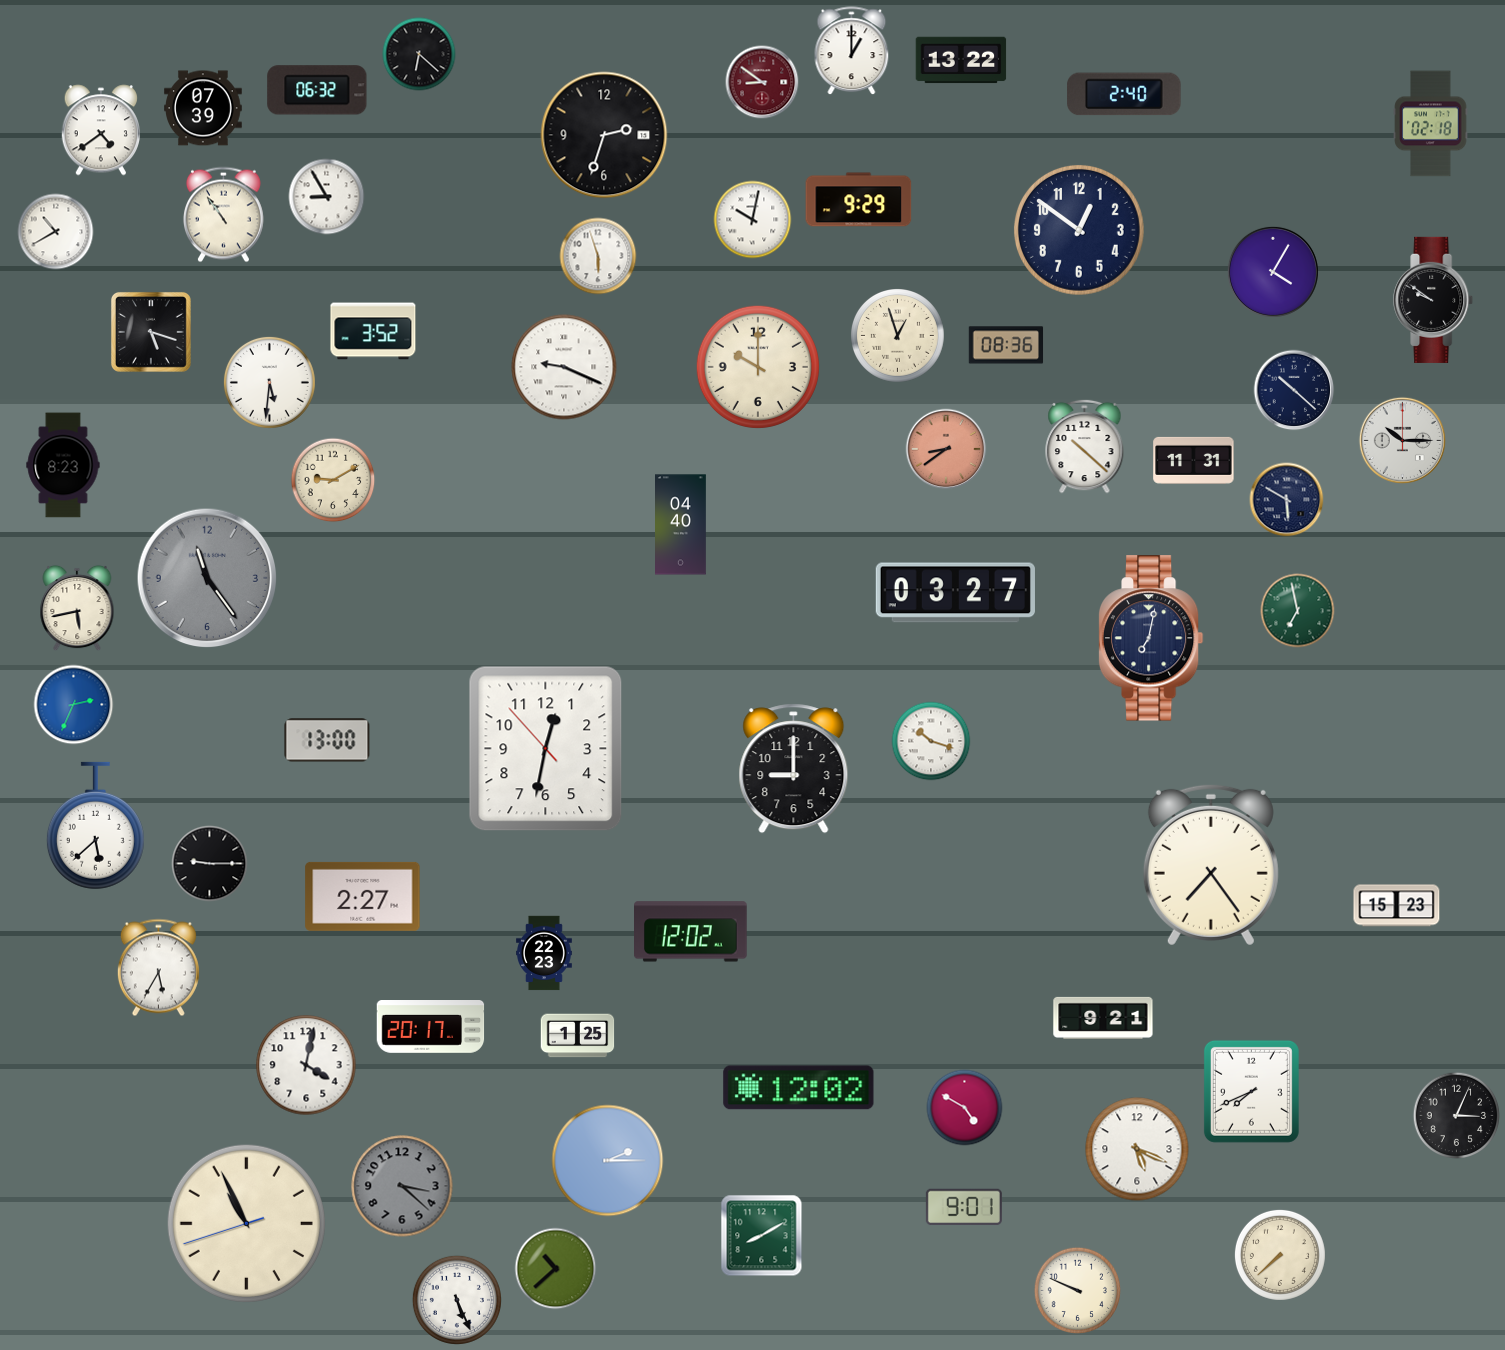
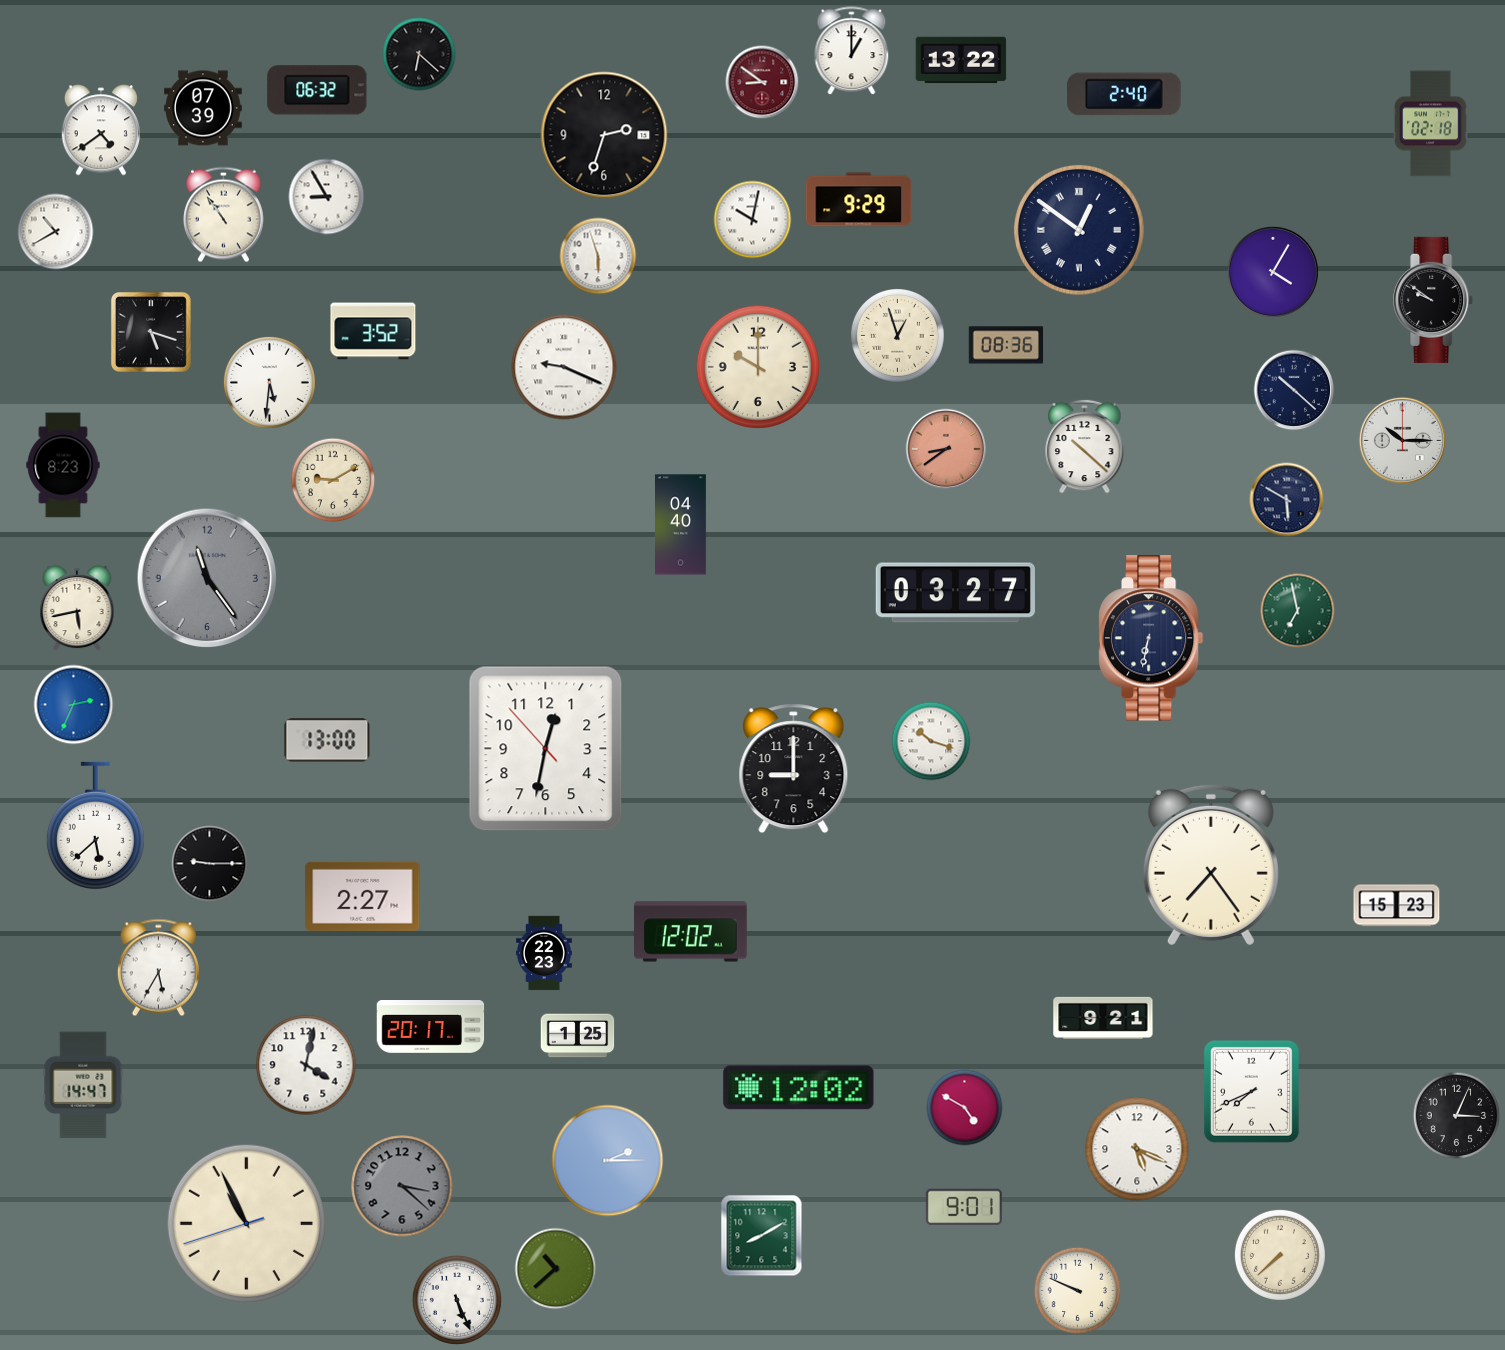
clock at (1079, 230) numerals: Arabic -> Roman
clock at (1194, 460): 11:31 -> none
clock at (1151, 638): 7:02 -> 6:32
clock at (83, 1085): none -> 14:47
